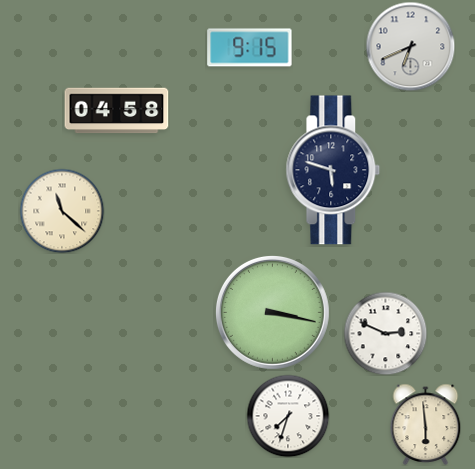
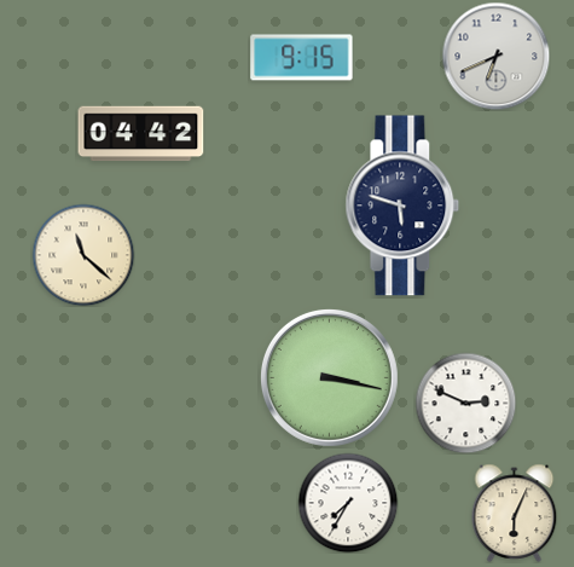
clock at (117, 111): 04:58 -> 04:42
clock at (62, 211) position: (62, 211) -> (83, 255)
clock at (288, 416): 7:33 -> 7:35
clock at (426, 424): 5:59 -> 6:04
